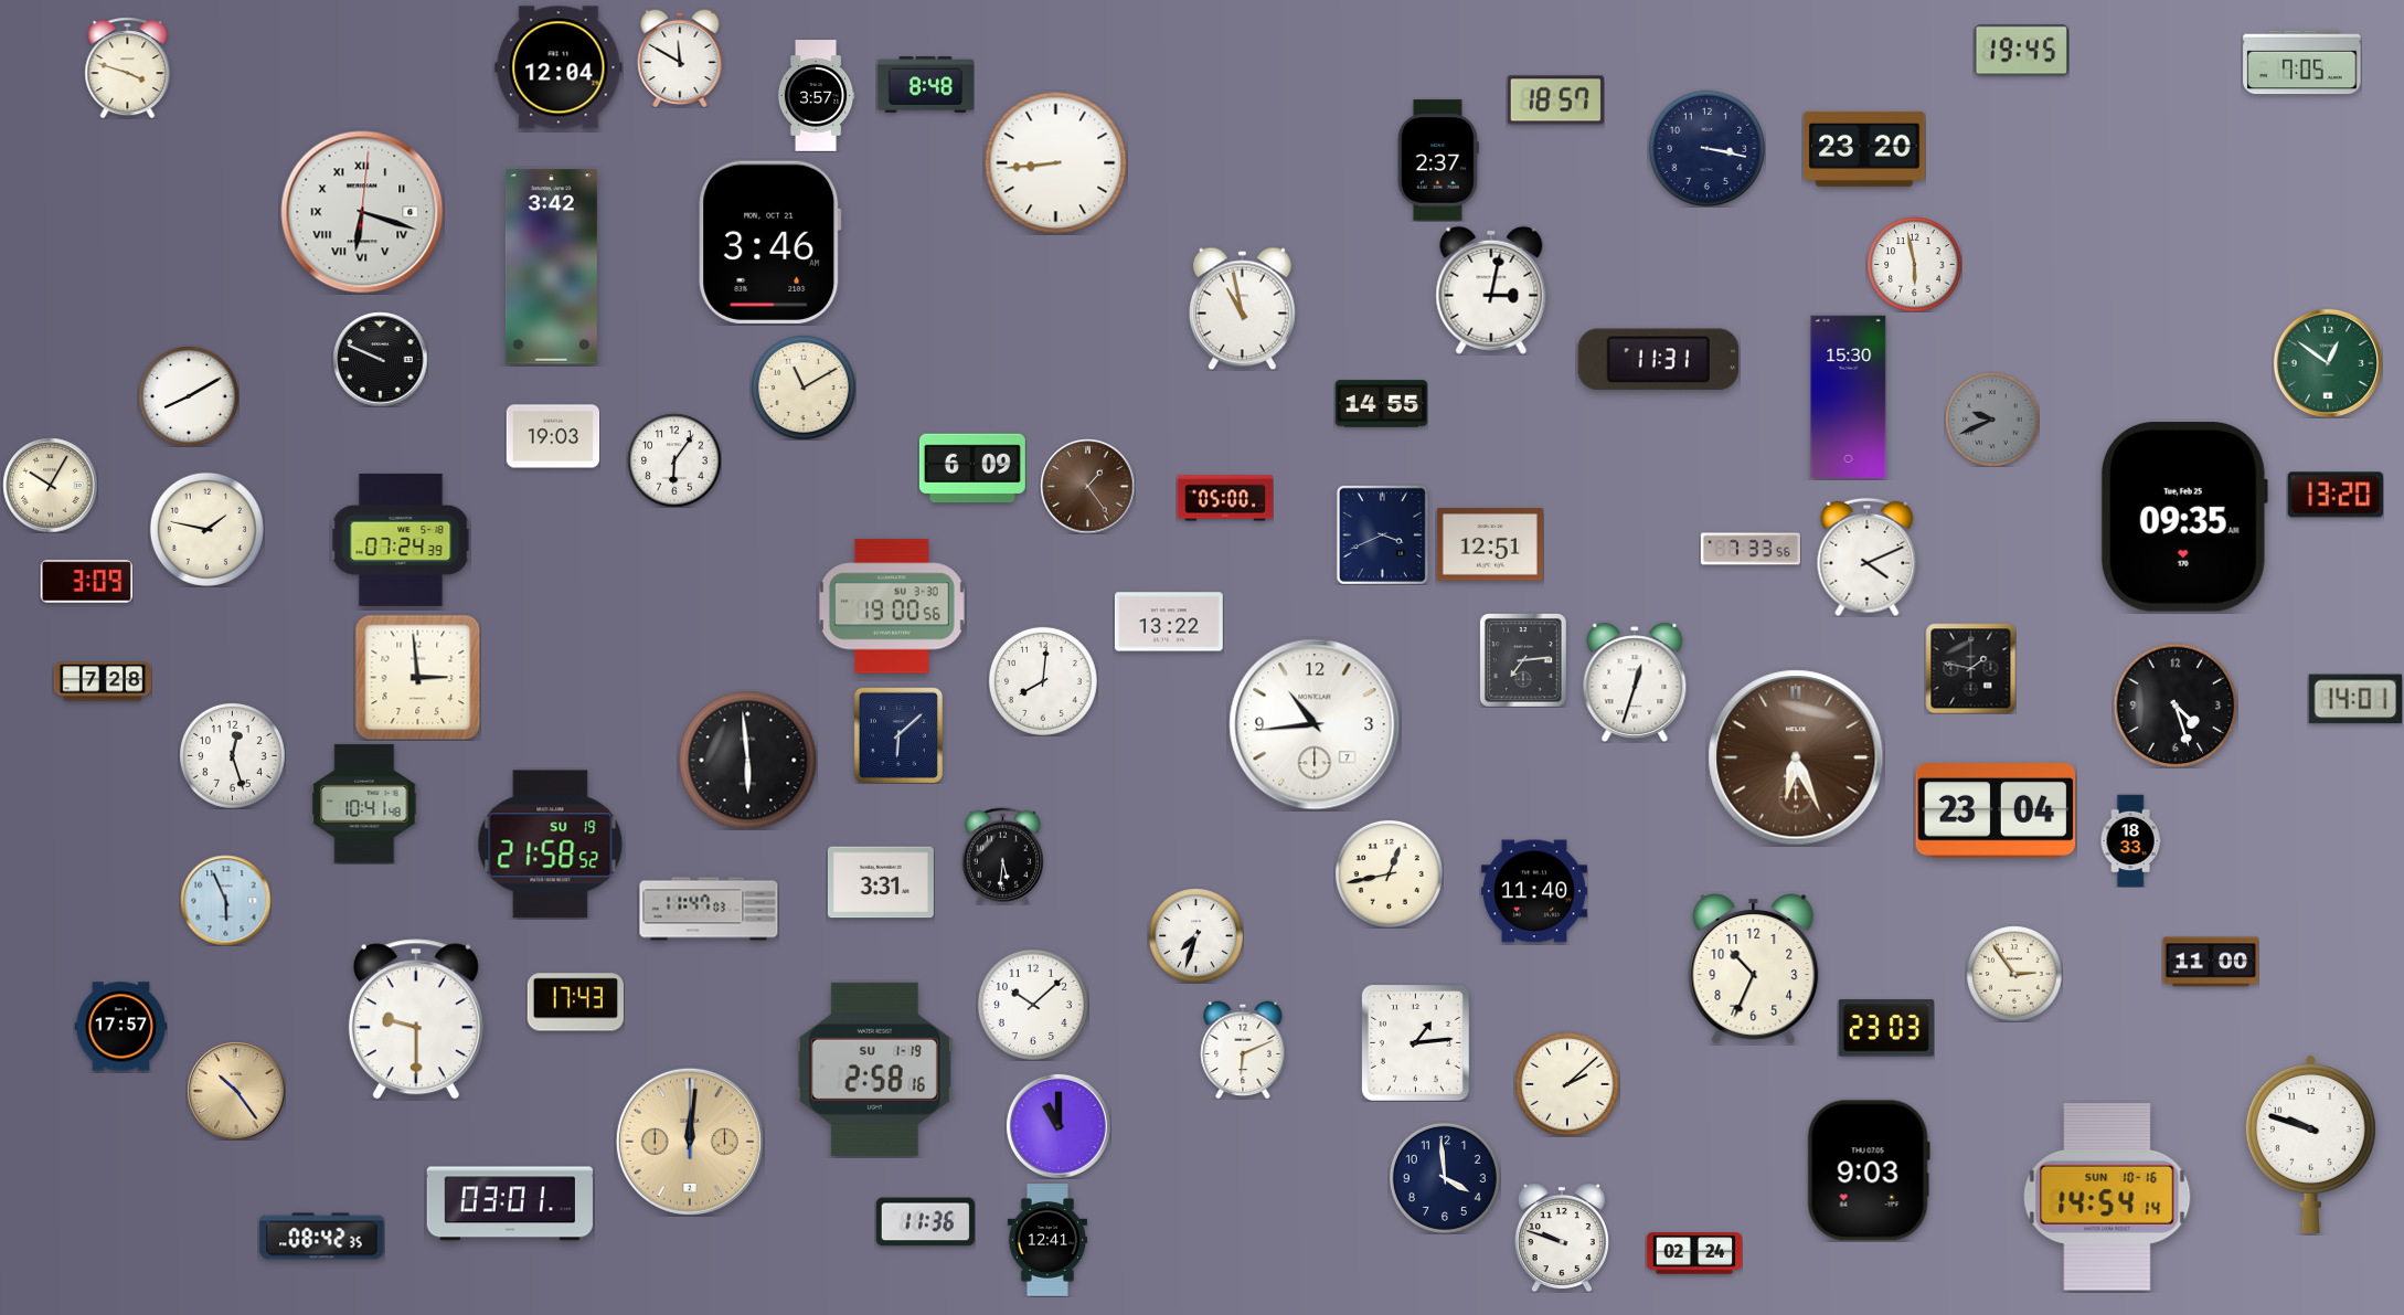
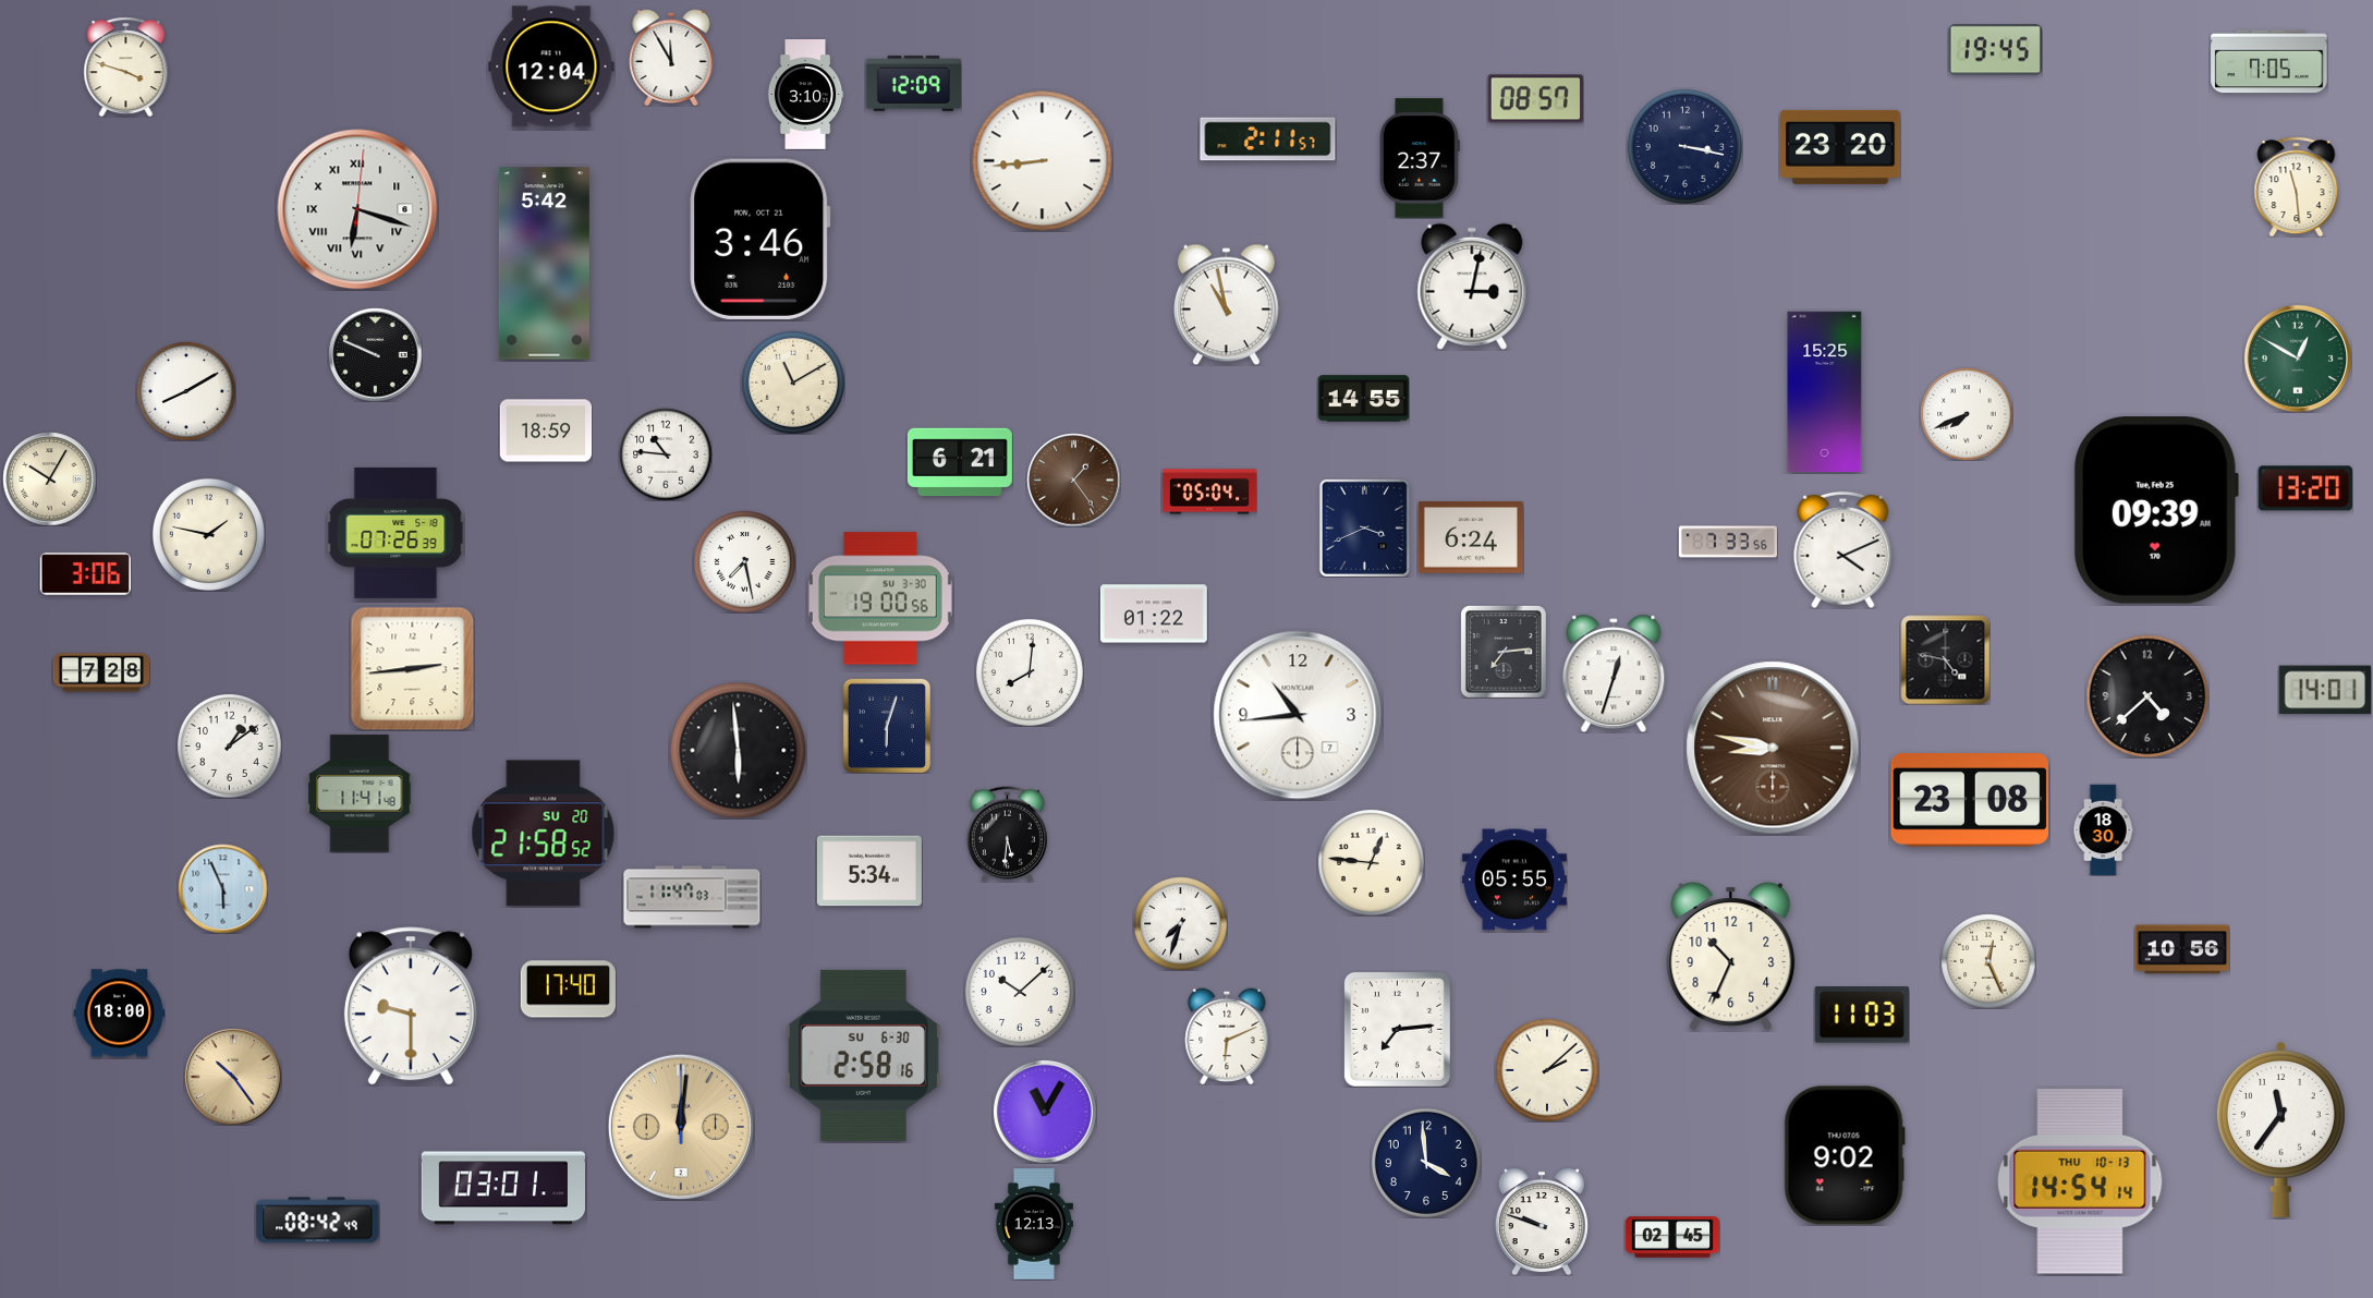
clock at (680, 59): 11:50 -> 11:55
clock at (2302, 63) position: (2302, 63) -> (2269, 62)
clock at (925, 84): 8:48 -> 12:09
clock at (816, 96): 3:57 -> 3:10
clock at (1555, 100): 18:57 -> 08:57
clock at (1268, 139): none -> 2:11
clock at (2297, 186): none -> 11:29
clock at (1914, 264): 5:58 -> none
clock at (551, 267): 3:42 -> 5:42
clock at (1658, 360): 11:31 -> none
clock at (2328, 363): 12:51 -> 12:50
clock at (1849, 397): 15:30 -> 15:25
clock at (1992, 420): 9:41 -> 7:41
clock at (1992, 420) dial: grey -> white
clock at (553, 436): 19:03 -> 18:59
clock at (674, 460): 6:06 -> 10:46
clock at (972, 468): 6:09 -> 6:21
clock at (1225, 498): 05:00 -> 05:04
clock at (2184, 517): 09:35 -> 09:39
clock at (206, 529) position: (206, 529) -> (208, 534)
clock at (401, 540): 07:24 -> 07:26
clock at (1490, 544): 12:51 -> 6:24
clock at (745, 562): none -> 7:28
clock at (86, 582): 3:09 -> 3:06
clock at (1169, 622): 13:22 -> 01:22
clock at (1970, 668): 1:47 -> 4:47
clock at (417, 677): 2:59 -> 2:44
clock at (2176, 706): 4:27 -> 4:38
clock at (898, 735): 6:08 -> 6:03
clock at (232, 755): 12:27 -> 1:09
clock at (1796, 757): 6:26 -> 8:47
clock at (364, 804): 10:41 -> 11:41
clock at (1996, 812): 23:04 -> 23:08
clock at (2130, 840): 18:33 -> 18:30
clock at (551, 845) date: SU 19 -> SU 20
clock at (1002, 856) position: (1002, 856) -> (1007, 834)
clock at (1389, 873): 12:43 -> 12:46
clock at (881, 882): 3:31 -> 5:34
clock at (1534, 891): 11:40 -> 05:55
clock at (709, 909) position: (709, 909) -> (692, 897)
clock at (2210, 962): 11:00 -> 10:56
clock at (2014, 974): 2:54 -> 12:26
clock at (575, 1003): 17:43 -> 17:40
clock at (120, 1027): 17:57 -> 18:00
clock at (1886, 1028): 23:03 -> 11:03
clock at (1415, 1042): 1:14 -> 7:14
clock at (874, 1069) date: SU 1-19 -> SU 6-30
clock at (1059, 1126): 11:00 -> 11:05
clock at (2310, 1145): 9:48 -> 11:36
clock at (1869, 1170): 9:03 -> 9:02
clock at (2107, 1198) date: SUN 10-16 -> THU 10-13
clock at (925, 1222): 11:36 -> none
clock at (322, 1237): 08:42:35 -> 08:42:49
clock at (1047, 1240): 12:41 -> 12:13
clock at (1694, 1253): 02:24 -> 02:45
